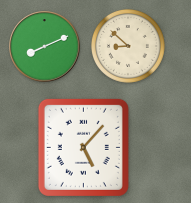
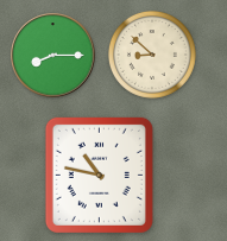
clock at (45, 47): 8:11 -> 8:15
clock at (83, 147): 5:07 -> 10:47
